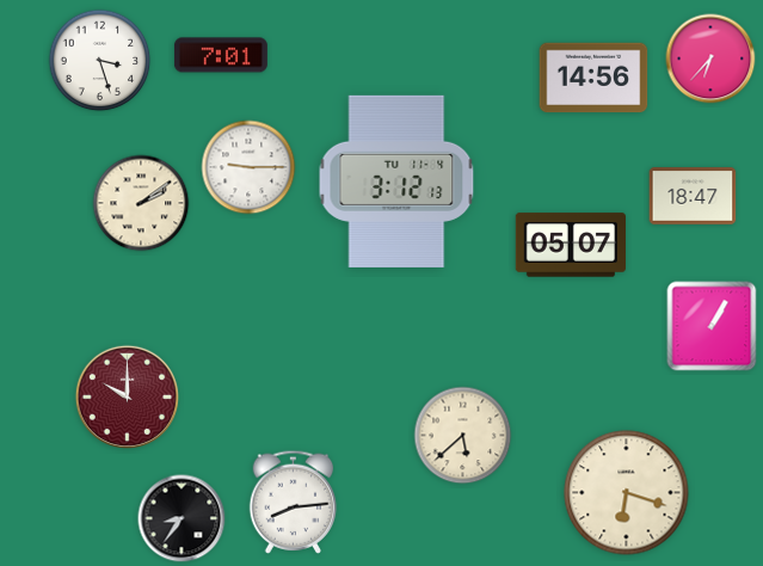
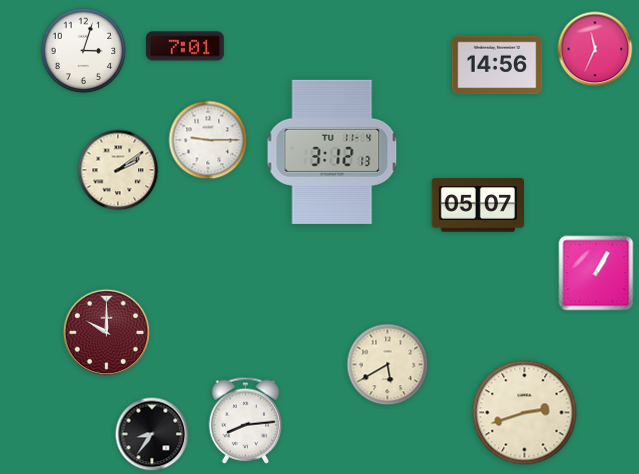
clock at (710, 59): 6:37 -> 11:34
clock at (100, 61): 3:27 -> 3:03
clock at (693, 196): 18:47 -> none
clock at (463, 436): 5:38 -> 5:40
clock at (627, 493): 6:18 -> 2:42
